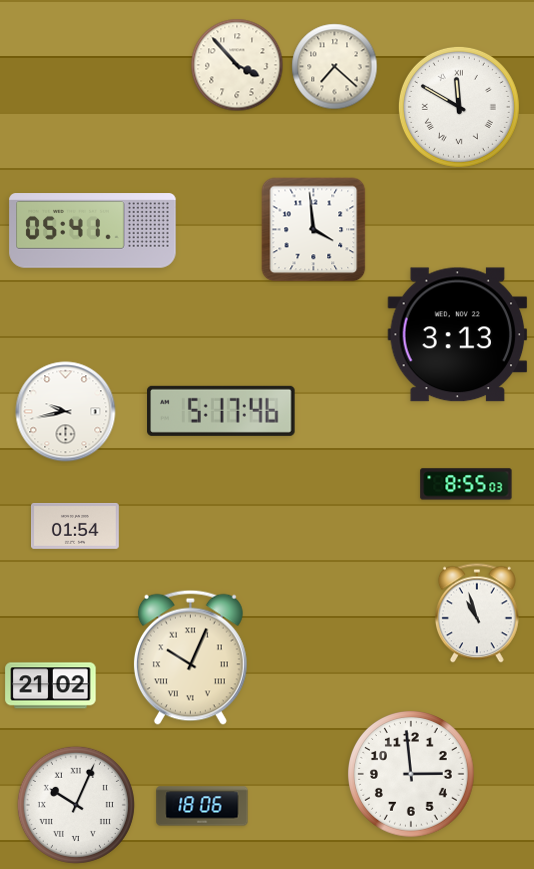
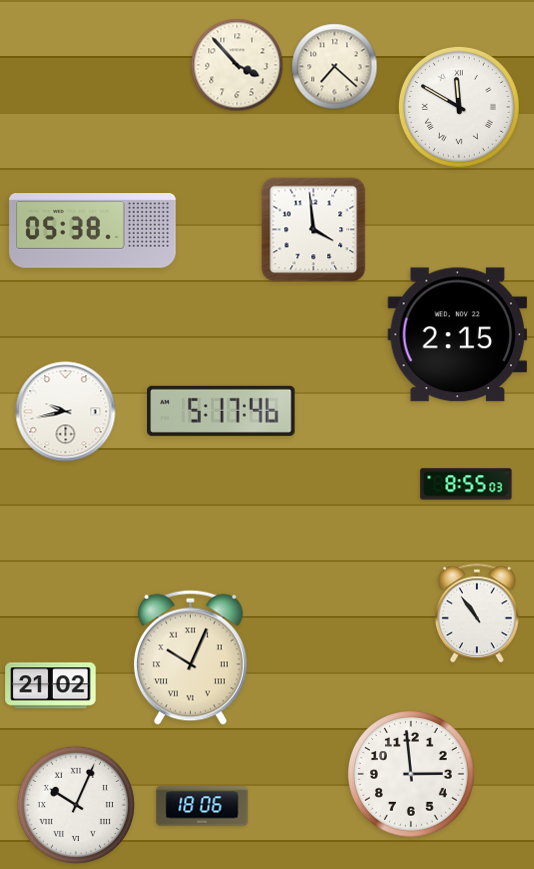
clock at (93, 231): 05:41 -> 05:38
clock at (458, 335): 3:13 -> 2:15
clock at (76, 526): 01:54 -> none
clock at (477, 613): 10:57 -> 10:54
